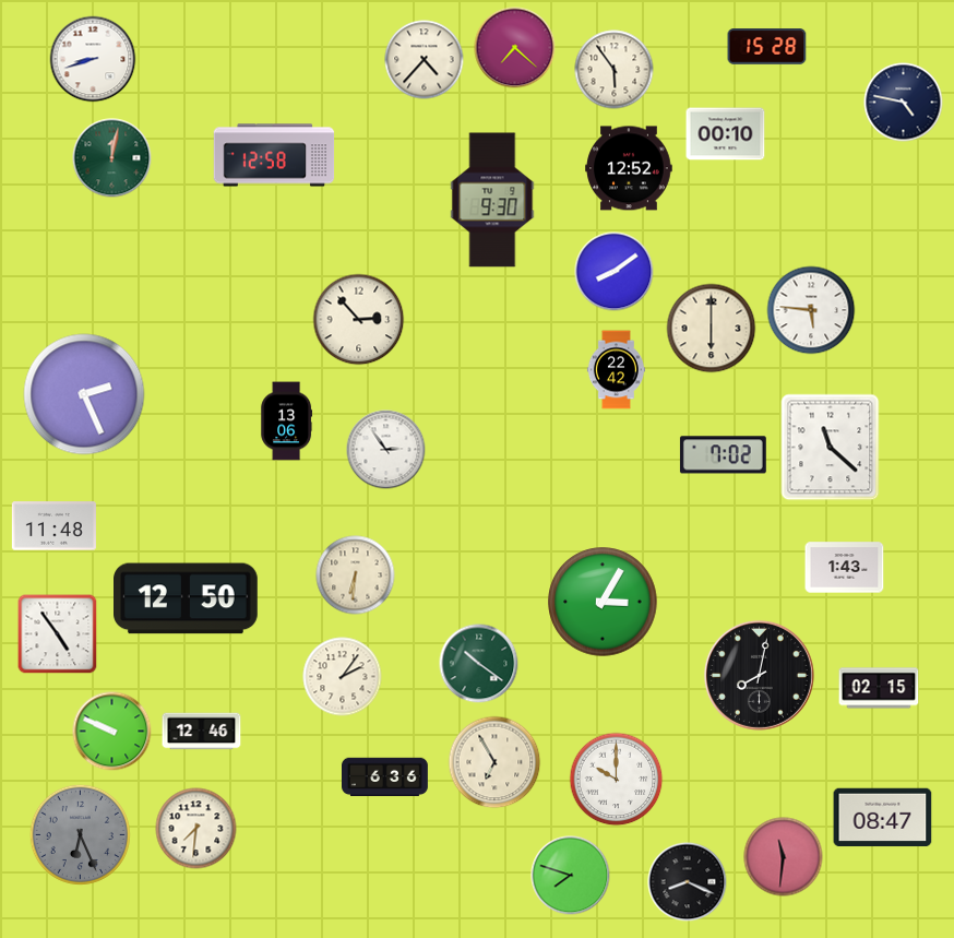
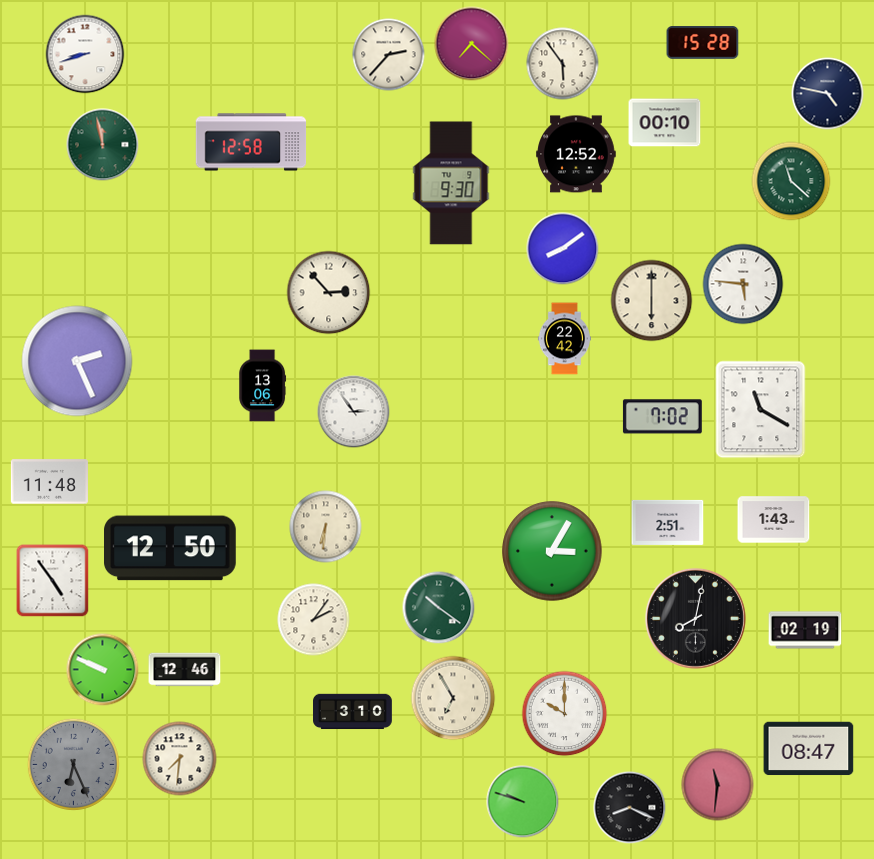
clock at (425, 60): 4:37 -> 2:37
clock at (112, 158): 12:02 -> 11:58
clock at (791, 181): none -> 11:22
clock at (831, 448): 11:22 -> 11:20
clock at (668, 522): none -> 2:51
clock at (879, 688): 02:15 -> 02:19
clock at (385, 777): 6:36 -> 3:10
clock at (571, 876): 7:48 -> 9:48
